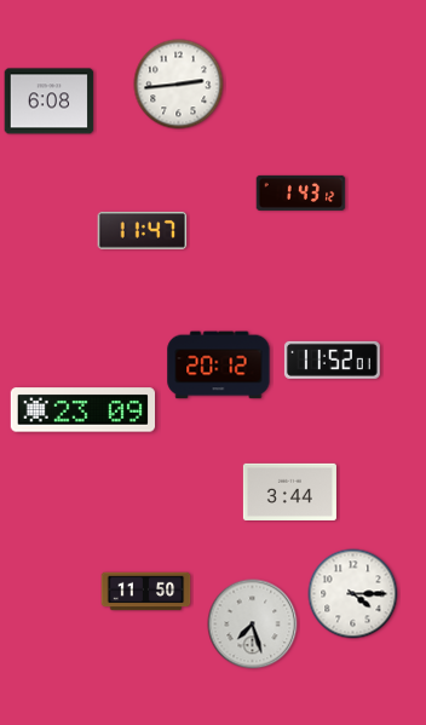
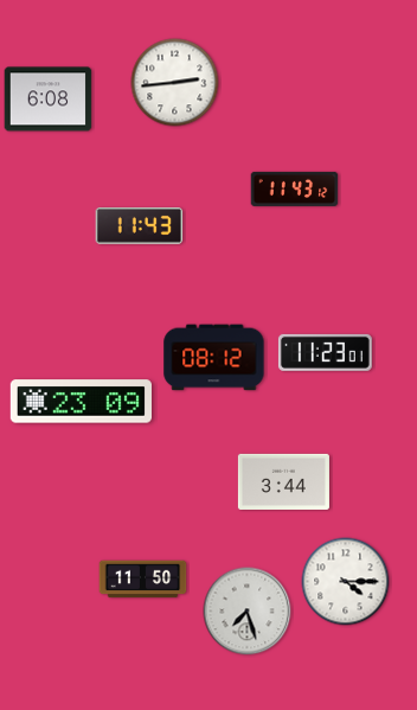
clock at (301, 192): 1:43 -> 11:43
clock at (143, 230): 11:47 -> 11:43
clock at (332, 359): 11:52 -> 11:23
clock at (219, 366): 20:12 -> 08:12
